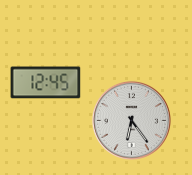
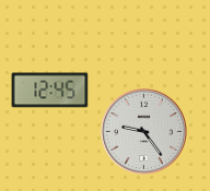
clock at (131, 120): 6:24 -> 9:24
